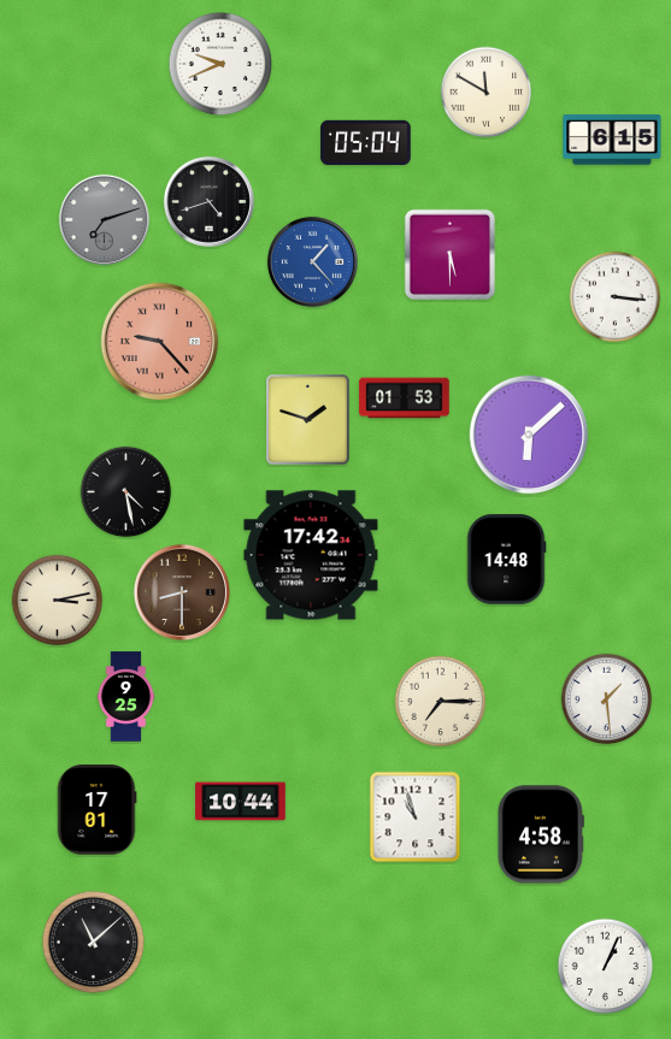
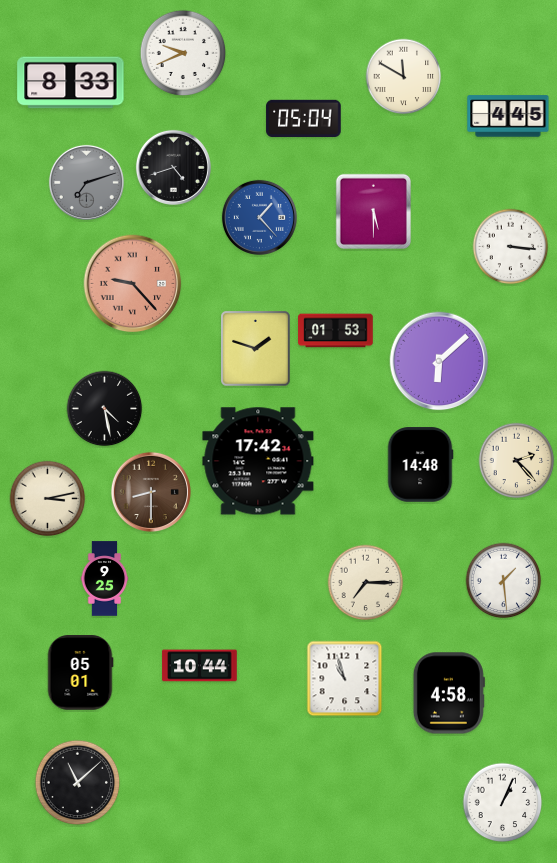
clock at (71, 83): none -> 8:33
clock at (612, 140): 6:15 -> 4:45
clock at (517, 461): none -> 2:23
clock at (96, 810): 17:01 -> 05:01
